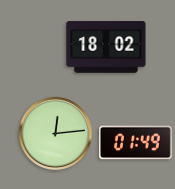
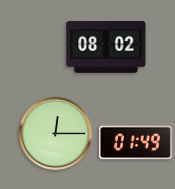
clock at (106, 47): 18:02 -> 08:02
clock at (55, 133): 12:14 -> 12:15
